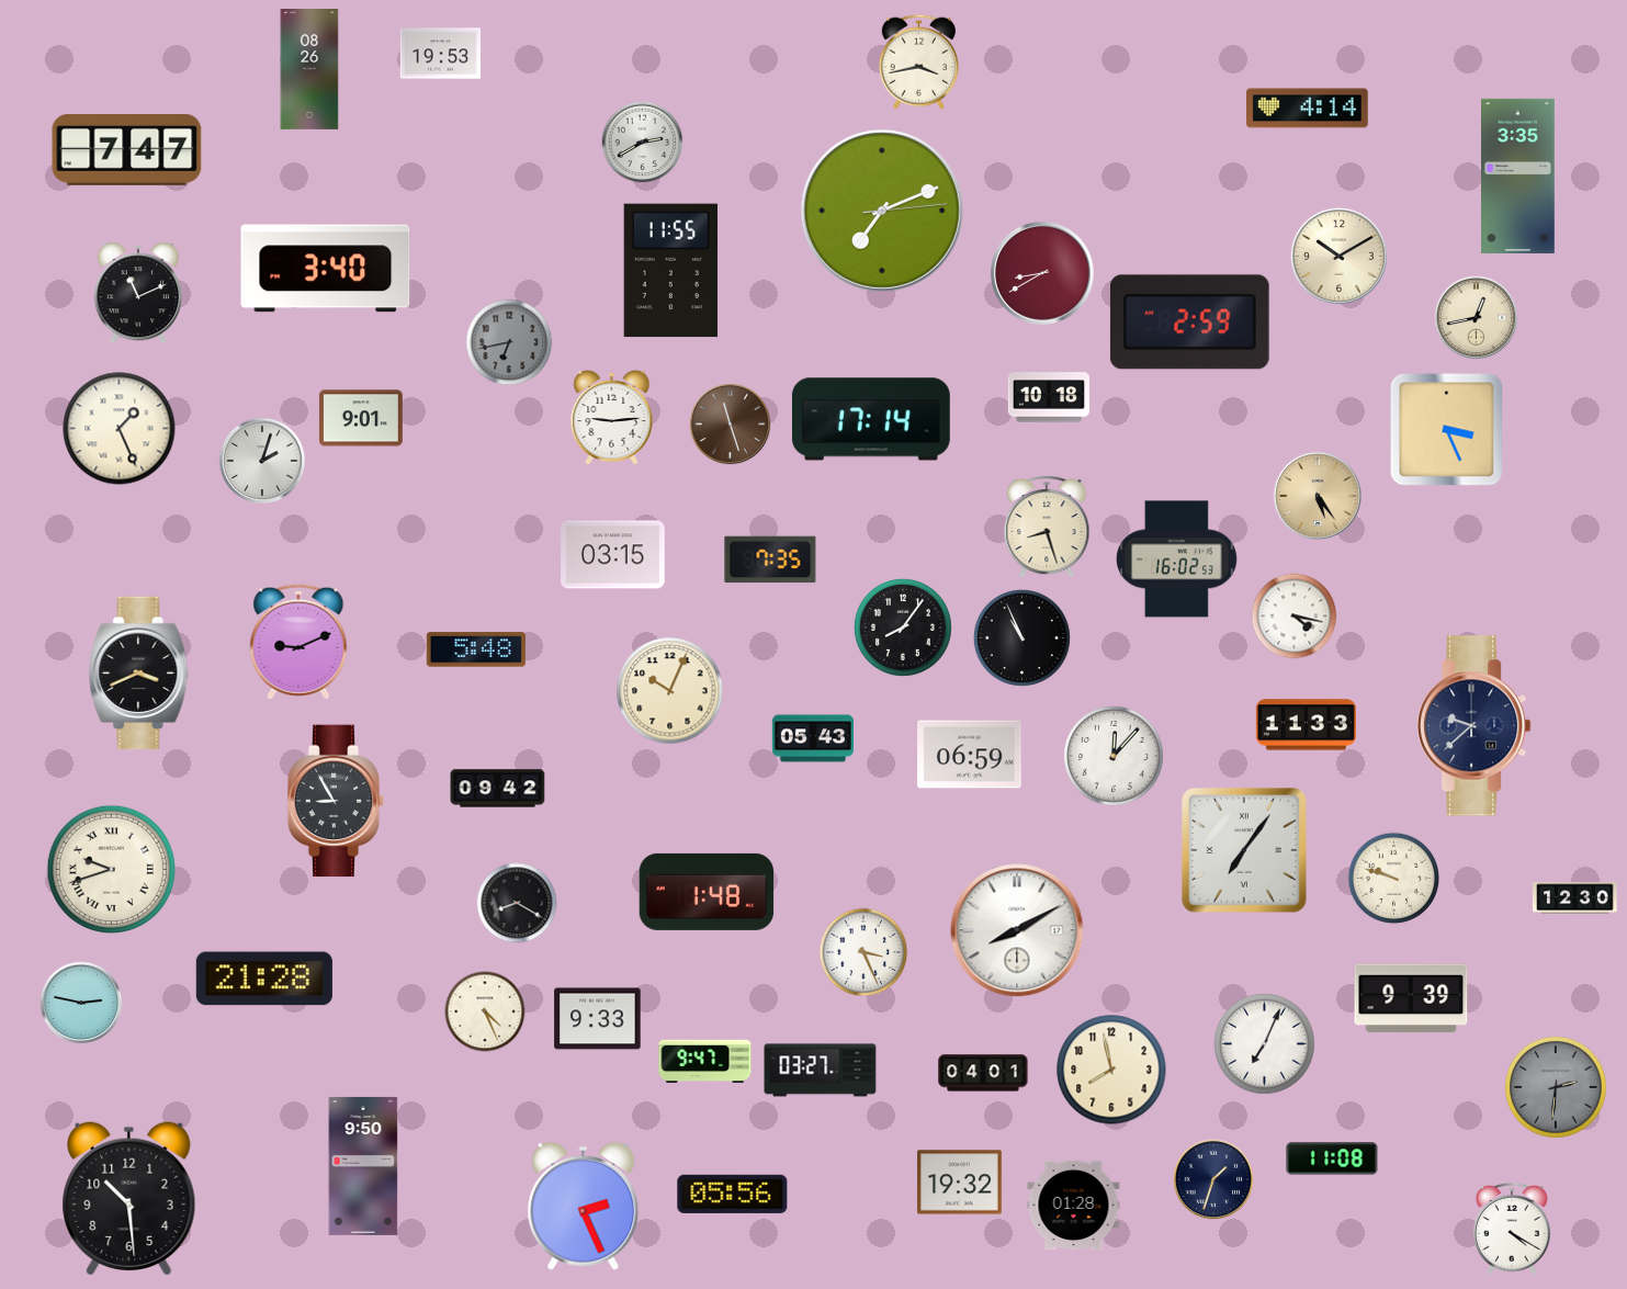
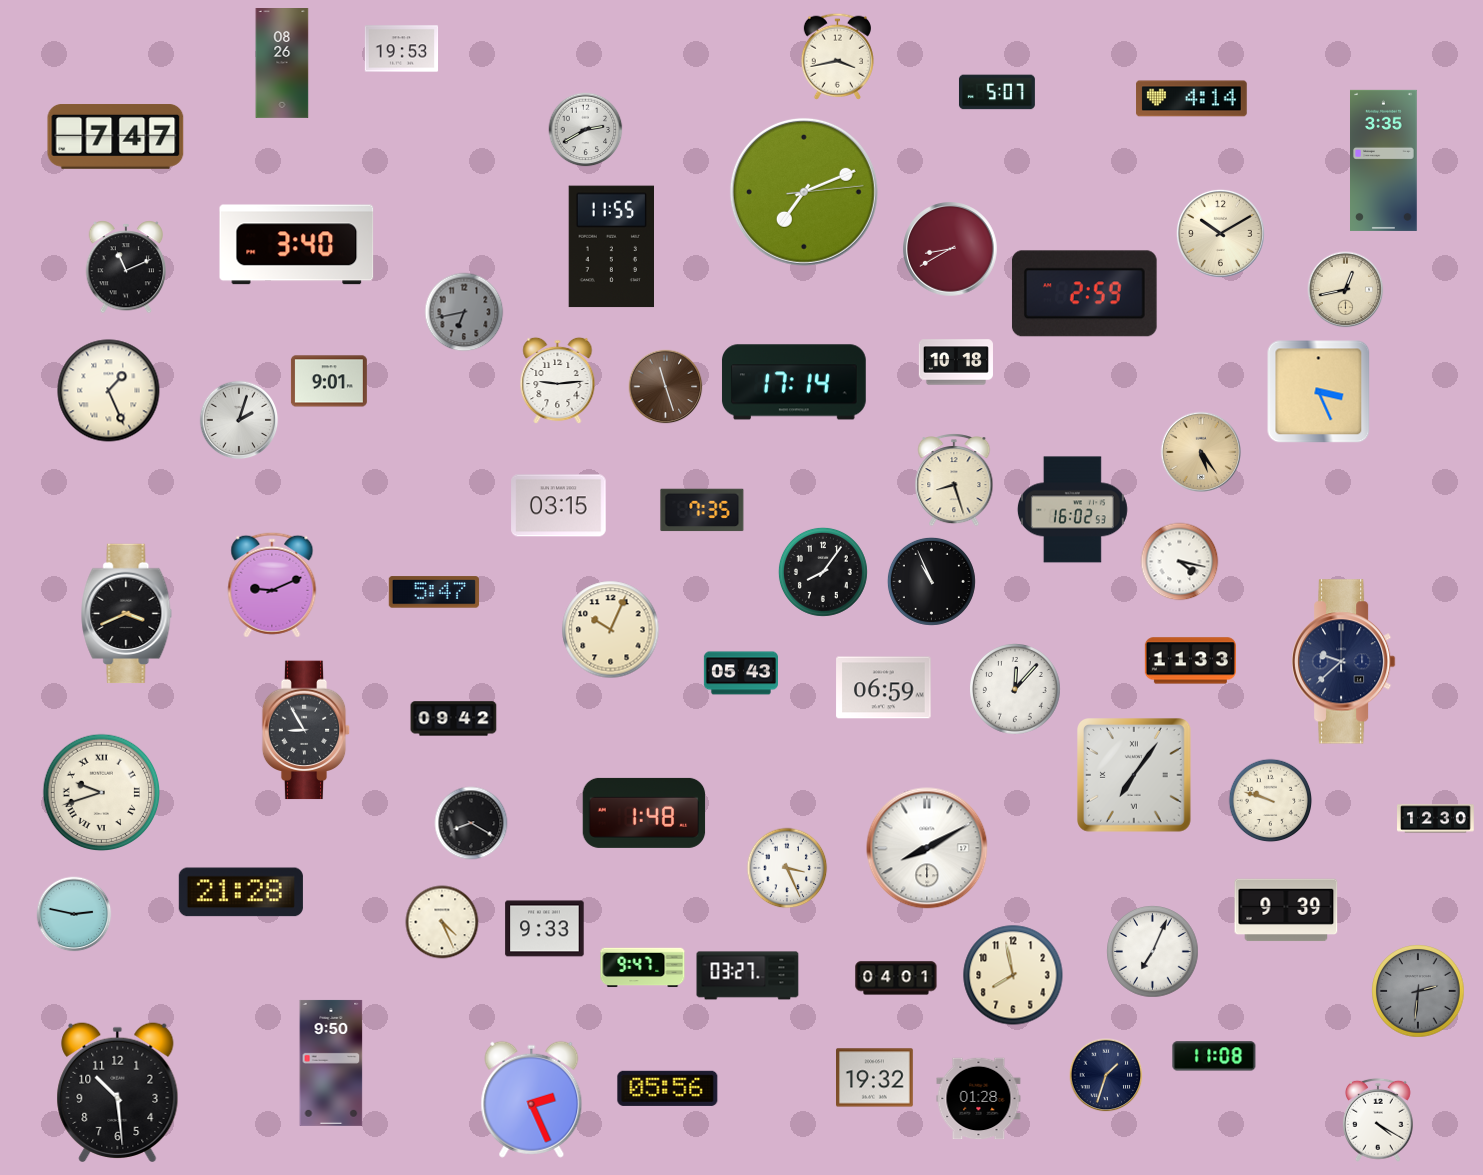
clock at (997, 92): none -> 5:07
clock at (476, 649): 5:48 -> 5:47
